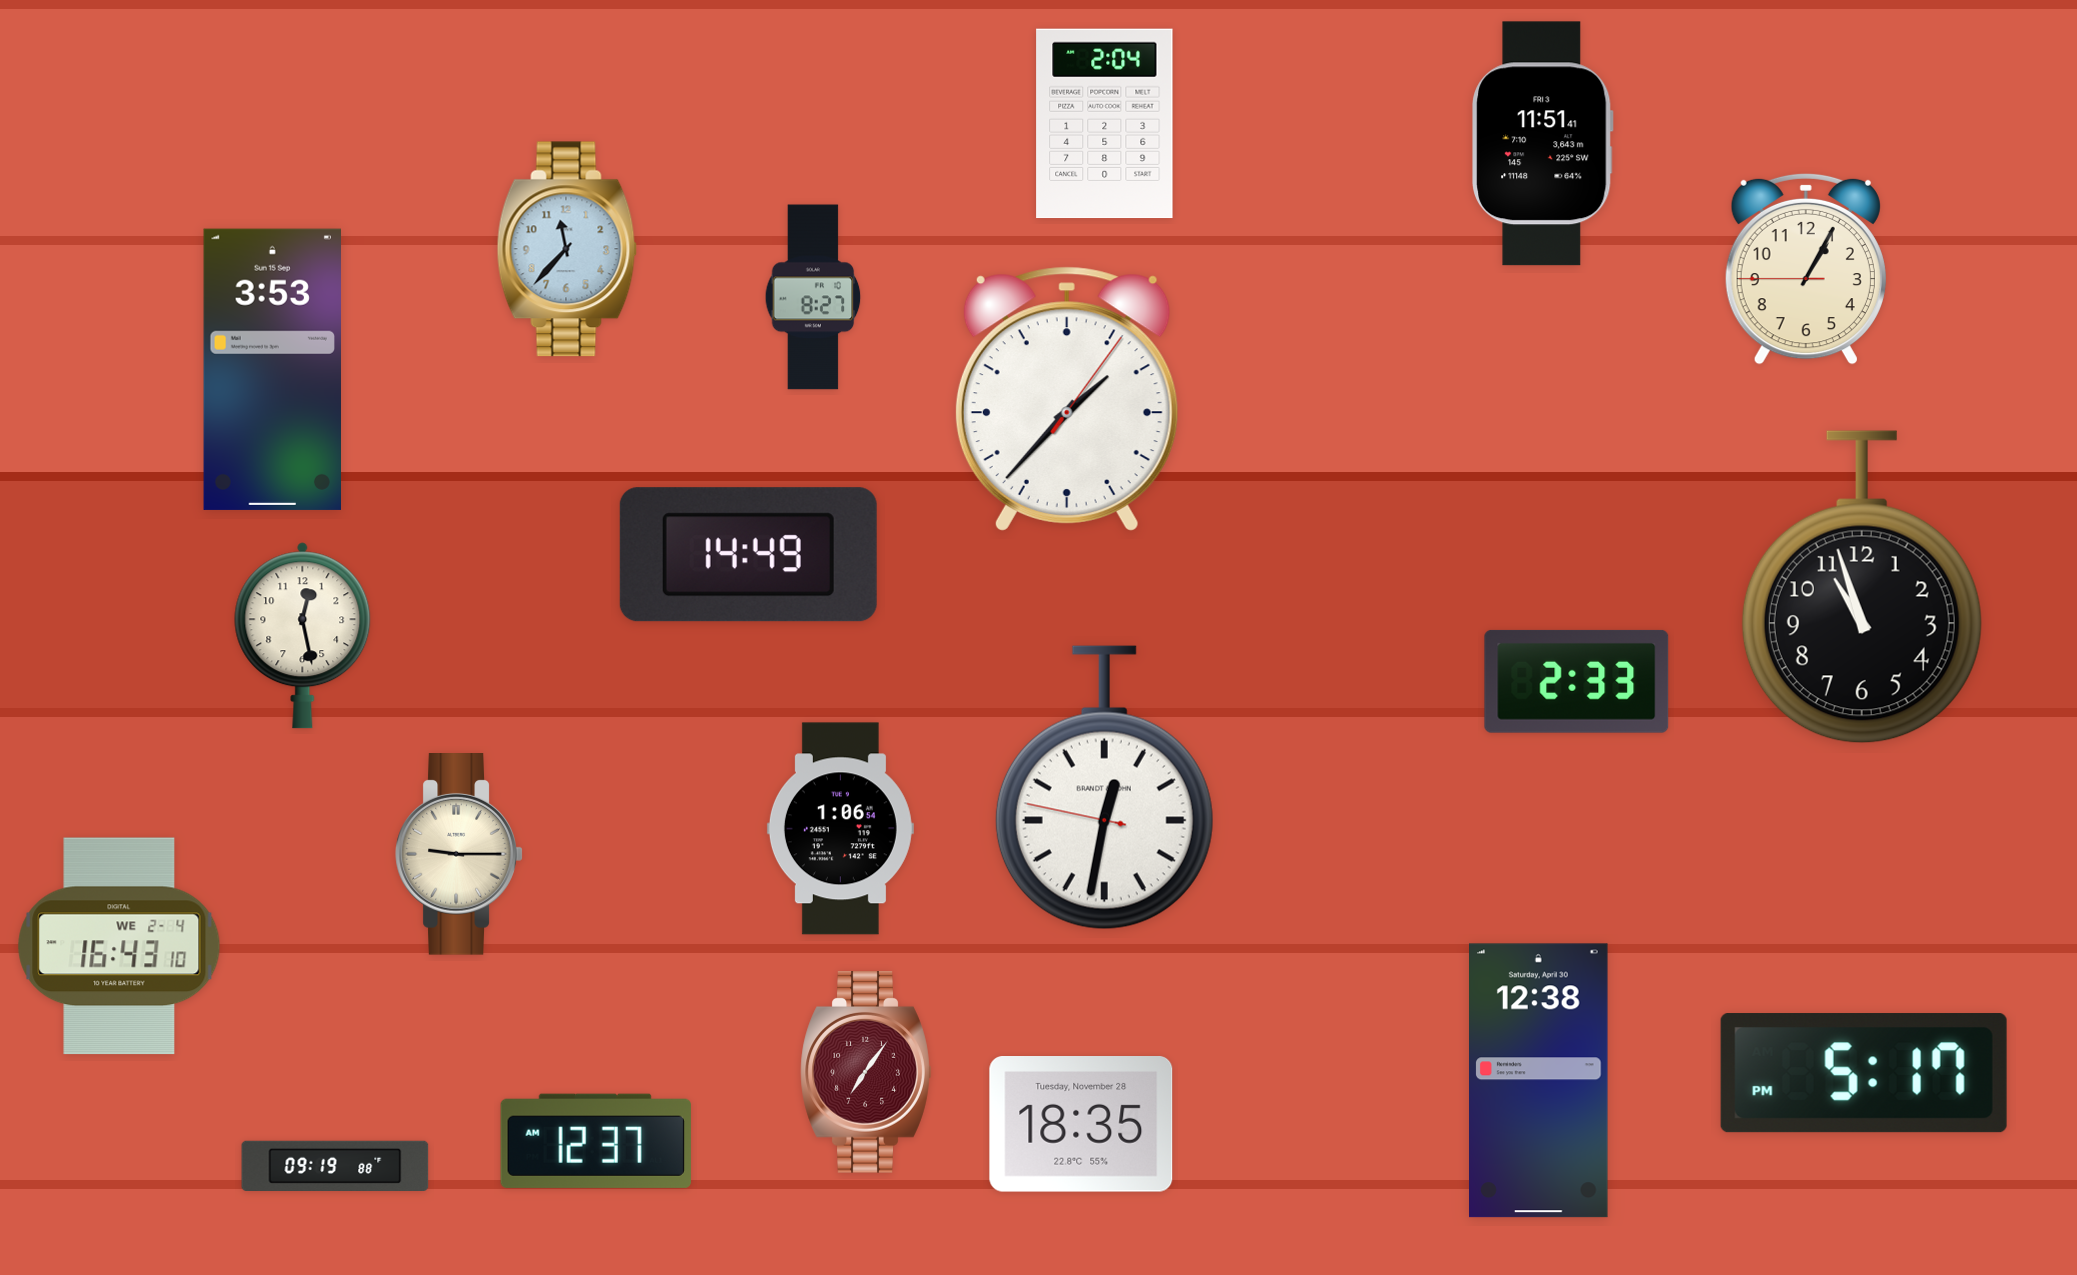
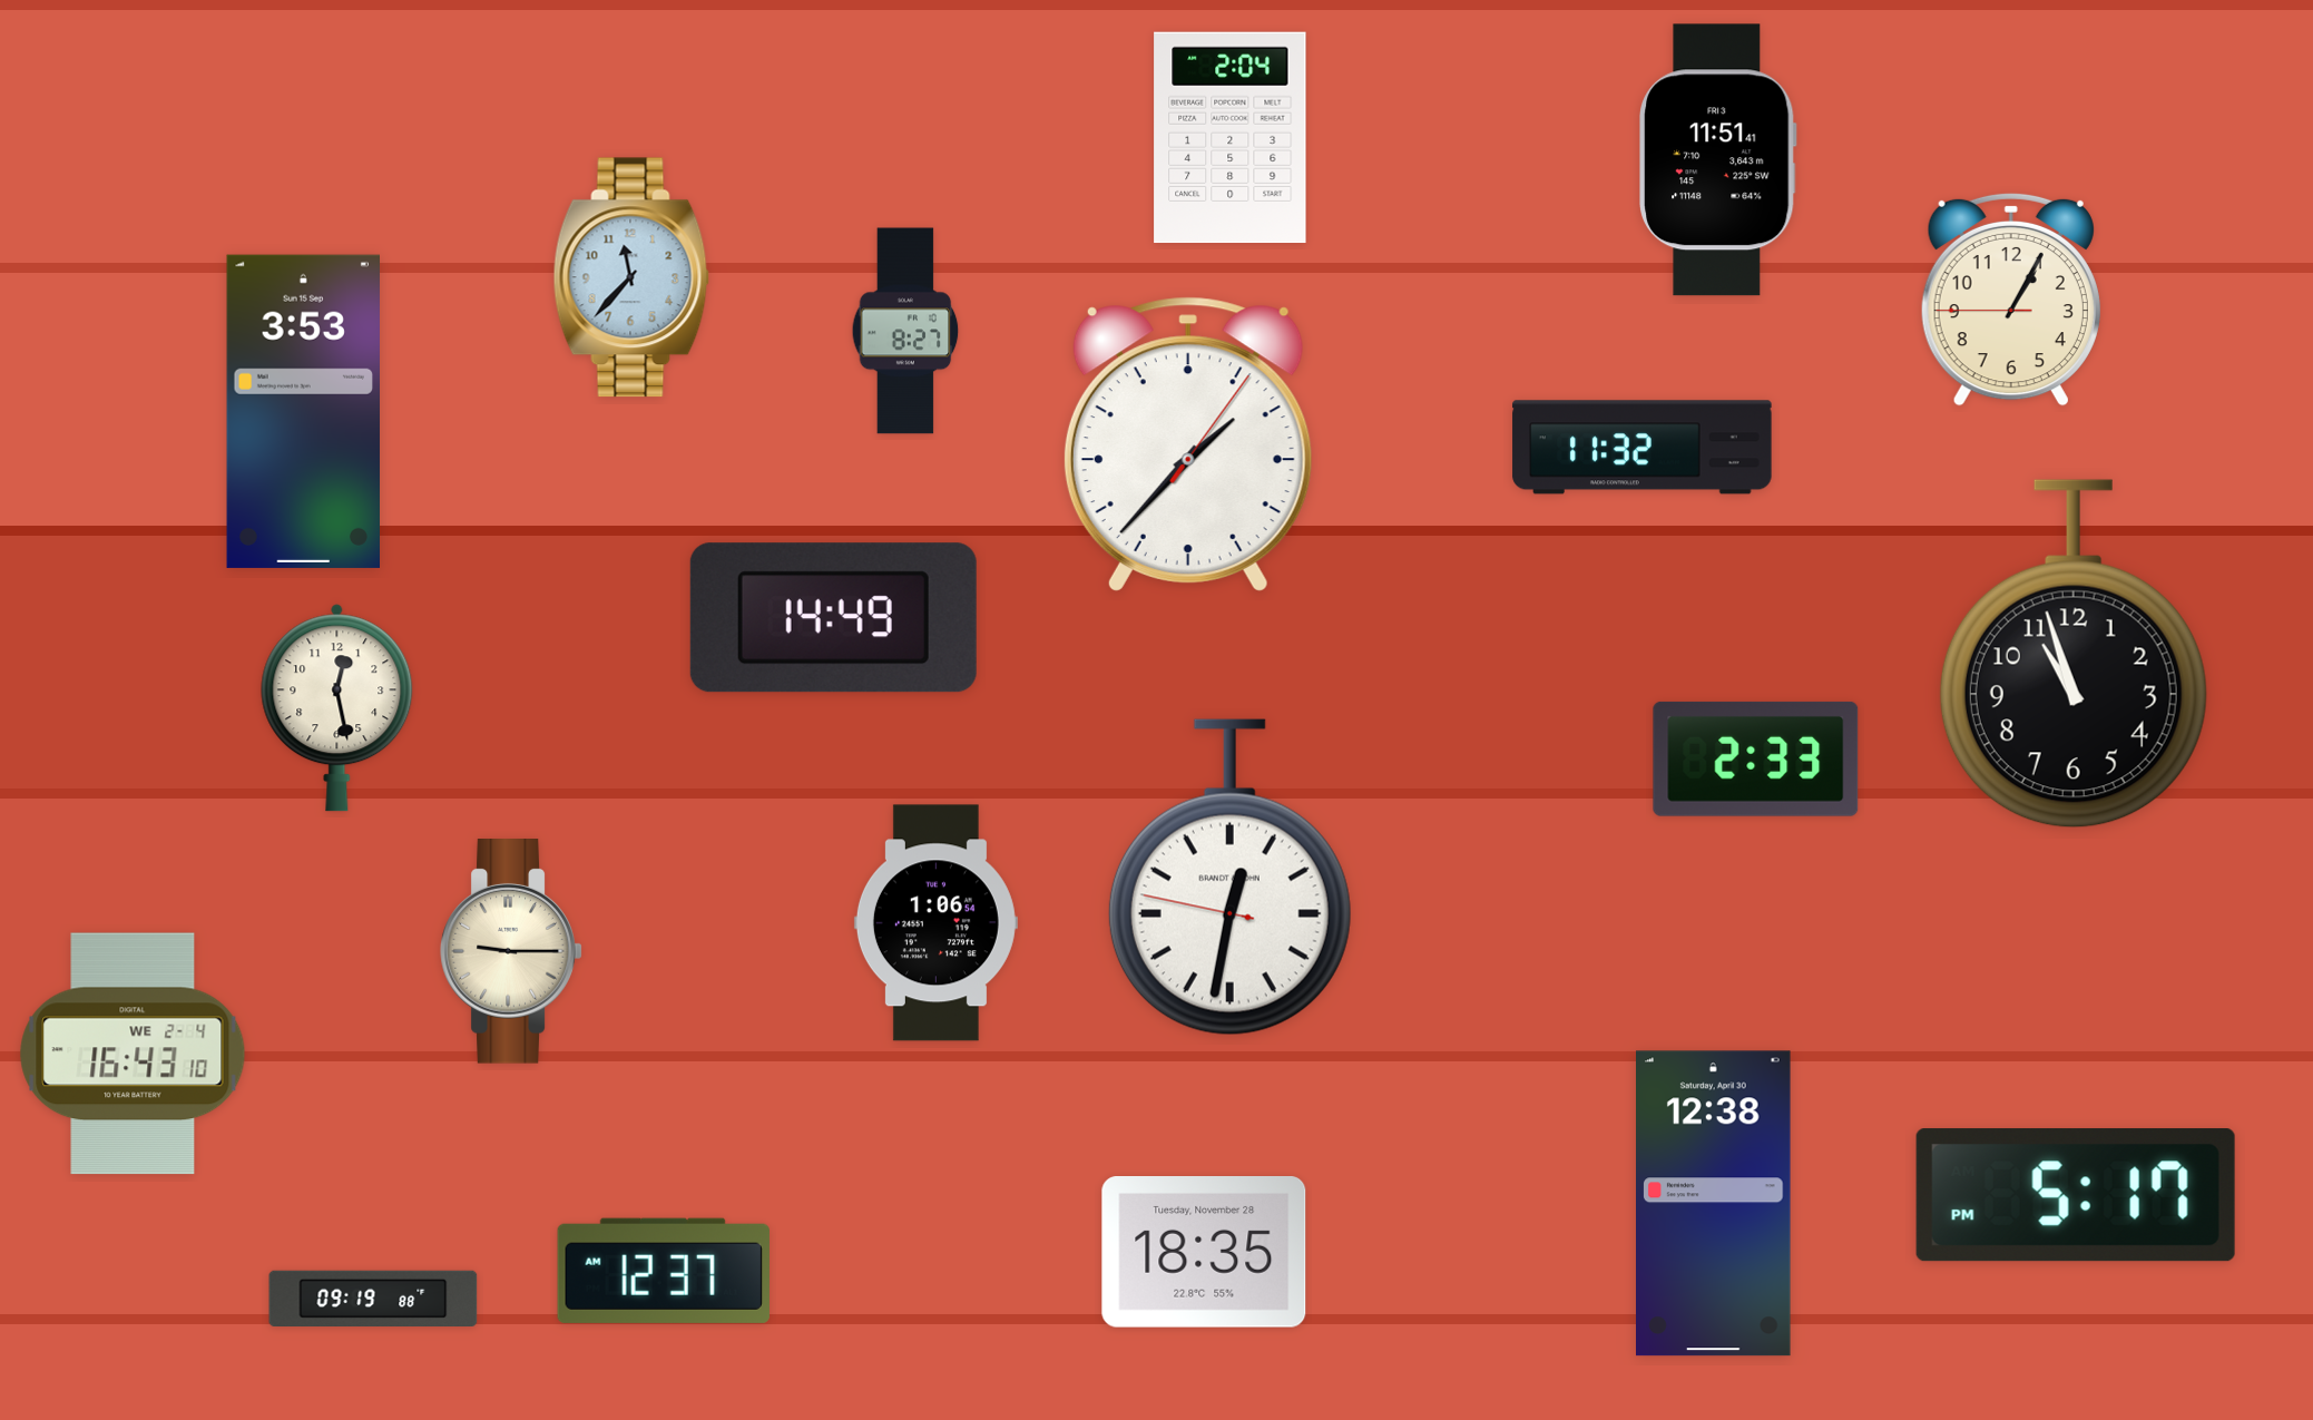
clock at (1643, 448): none -> 11:32
clock at (866, 1073): 7:06 -> none
